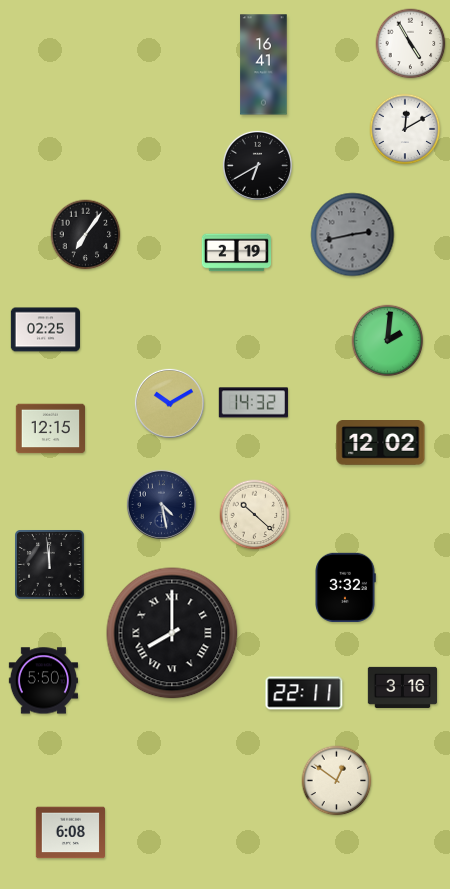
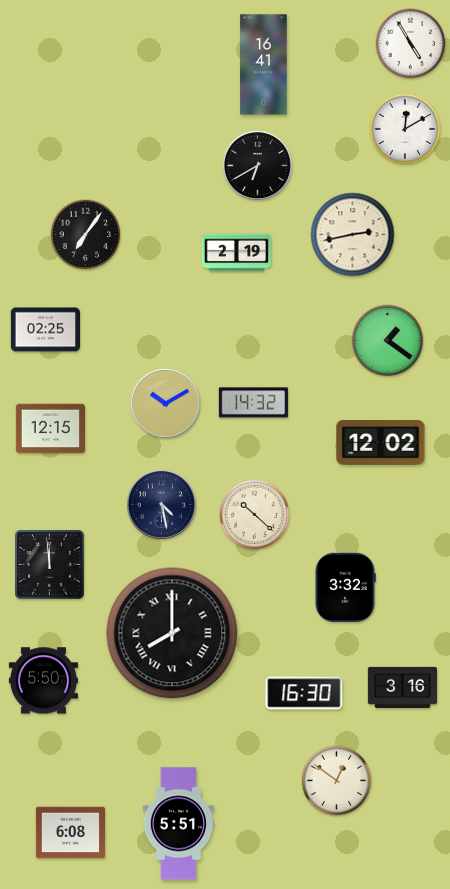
clock at (353, 235) dial: grey -> cream
clock at (388, 341): 2:01 -> 1:21
clock at (169, 403) position: (169, 403) -> (165, 403)
clock at (304, 693): 22:11 -> 16:30
clock at (178, 824): none -> 5:51
